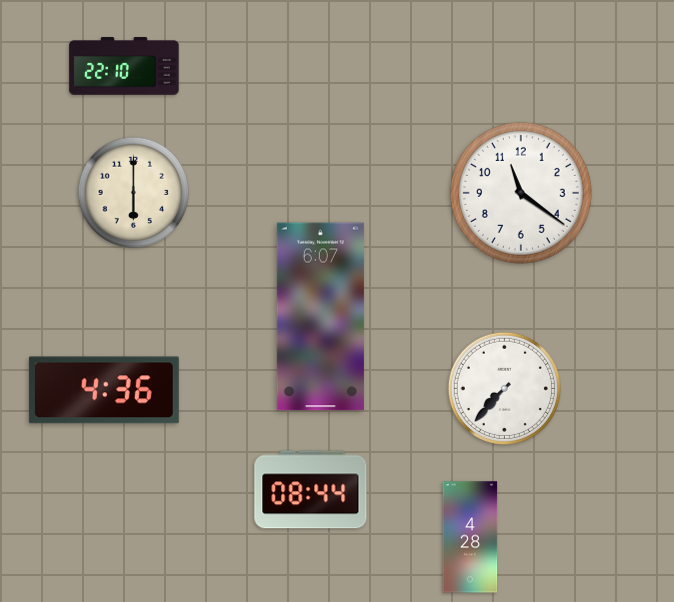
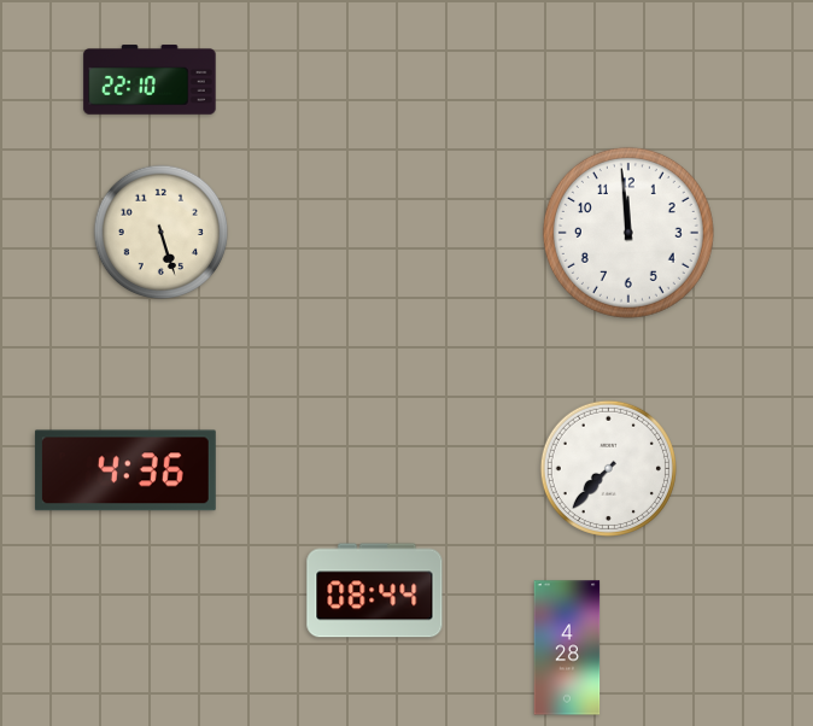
clock at (134, 193): 6:00 -> 5:27
clock at (521, 193): 11:21 -> 11:59
clock at (320, 317): 6:07 -> none
